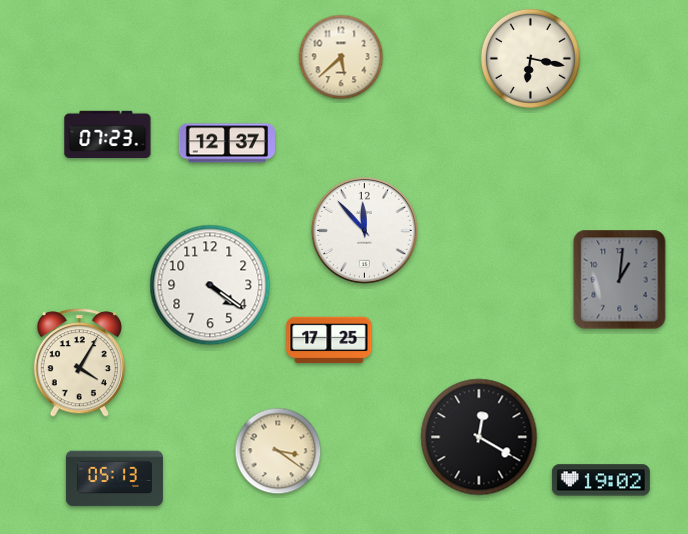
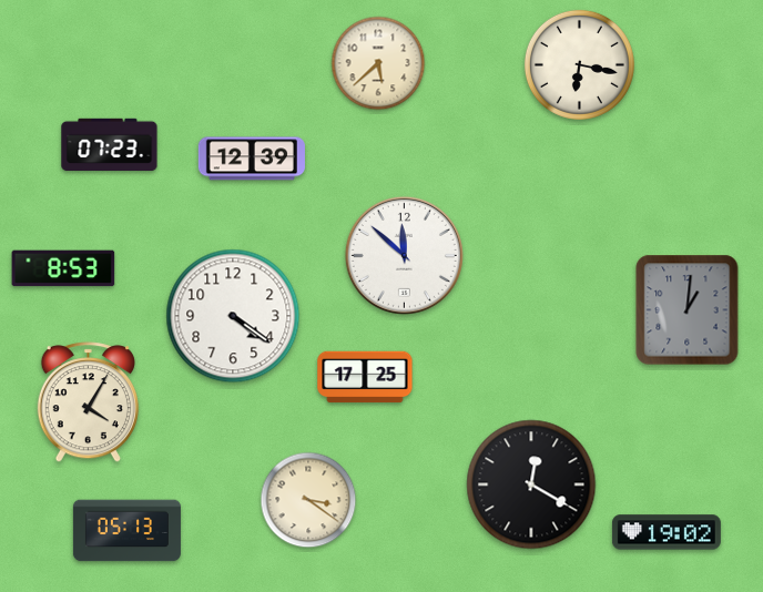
clock at (530, 58) position: (530, 58) -> (579, 64)
clock at (108, 135) position: (108, 135) -> (110, 145)
clock at (227, 143): 12:37 -> 12:39
clock at (364, 230): 11:53 -> 11:52
clock at (63, 268): none -> 8:53
